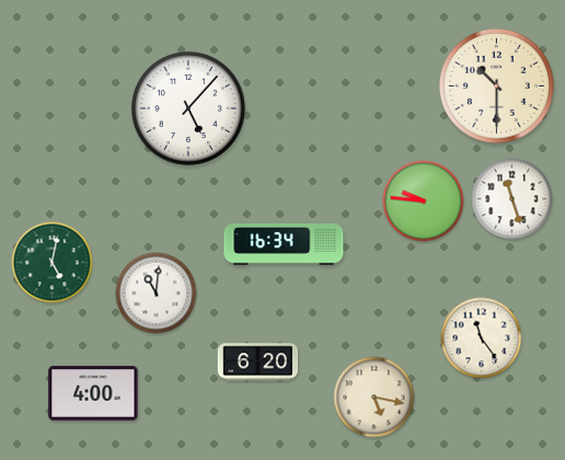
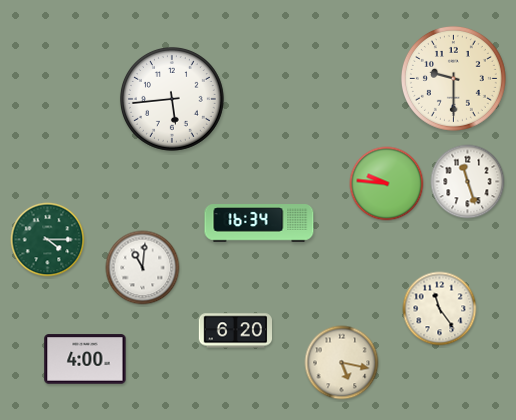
clock at (497, 85): 10:30 -> 9:30
clock at (188, 108): 5:07 -> 5:44
clock at (53, 263): 5:02 -> 4:15
